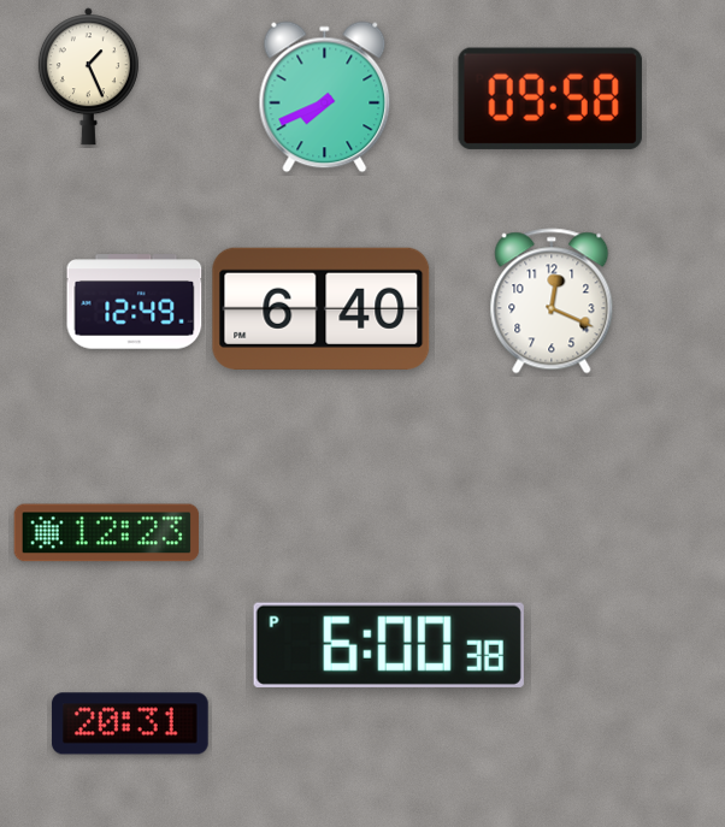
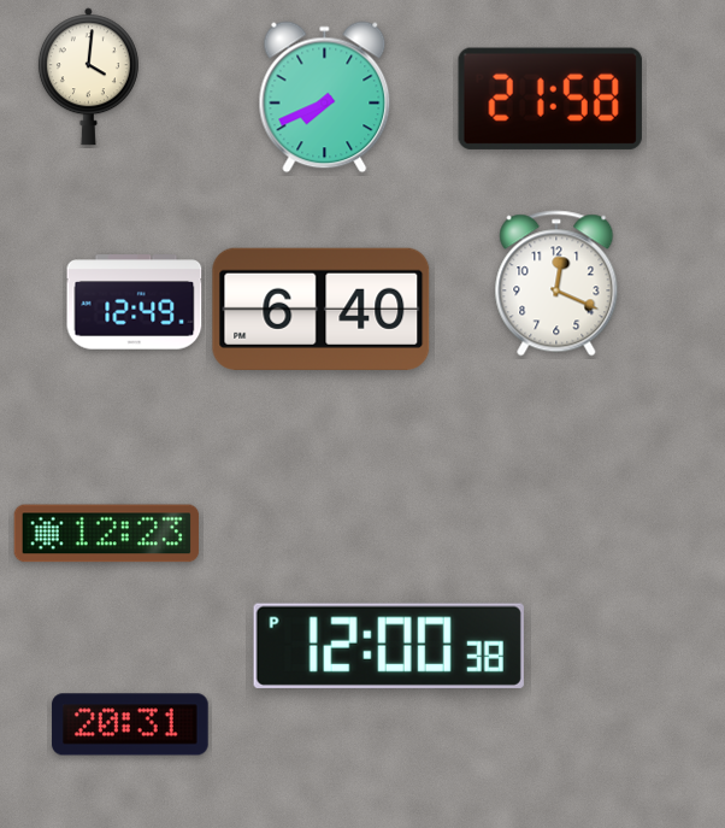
clock at (88, 77): 1:26 -> 4:01
clock at (550, 99): 09:58 -> 21:58
clock at (552, 301) position: (552, 301) -> (556, 283)
clock at (389, 645): 6:00 -> 12:00
